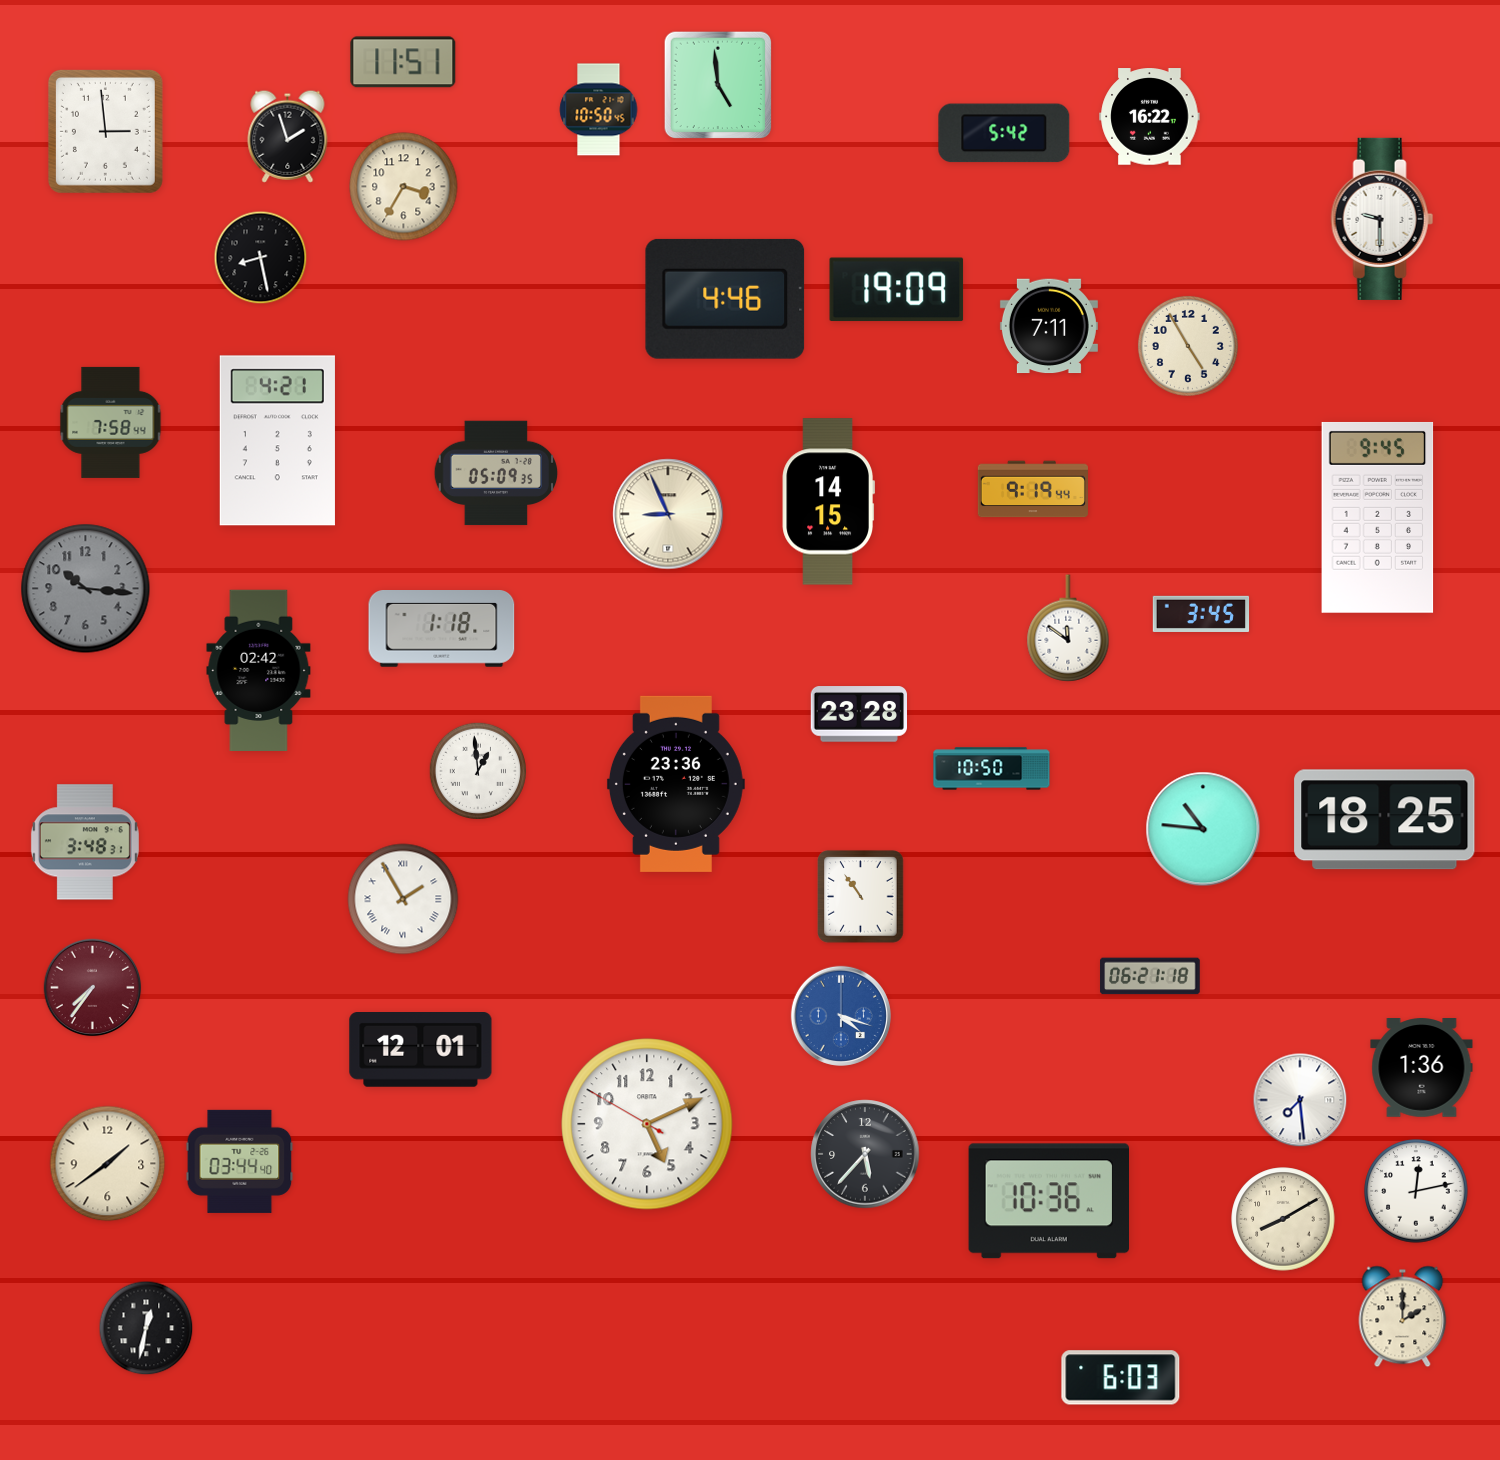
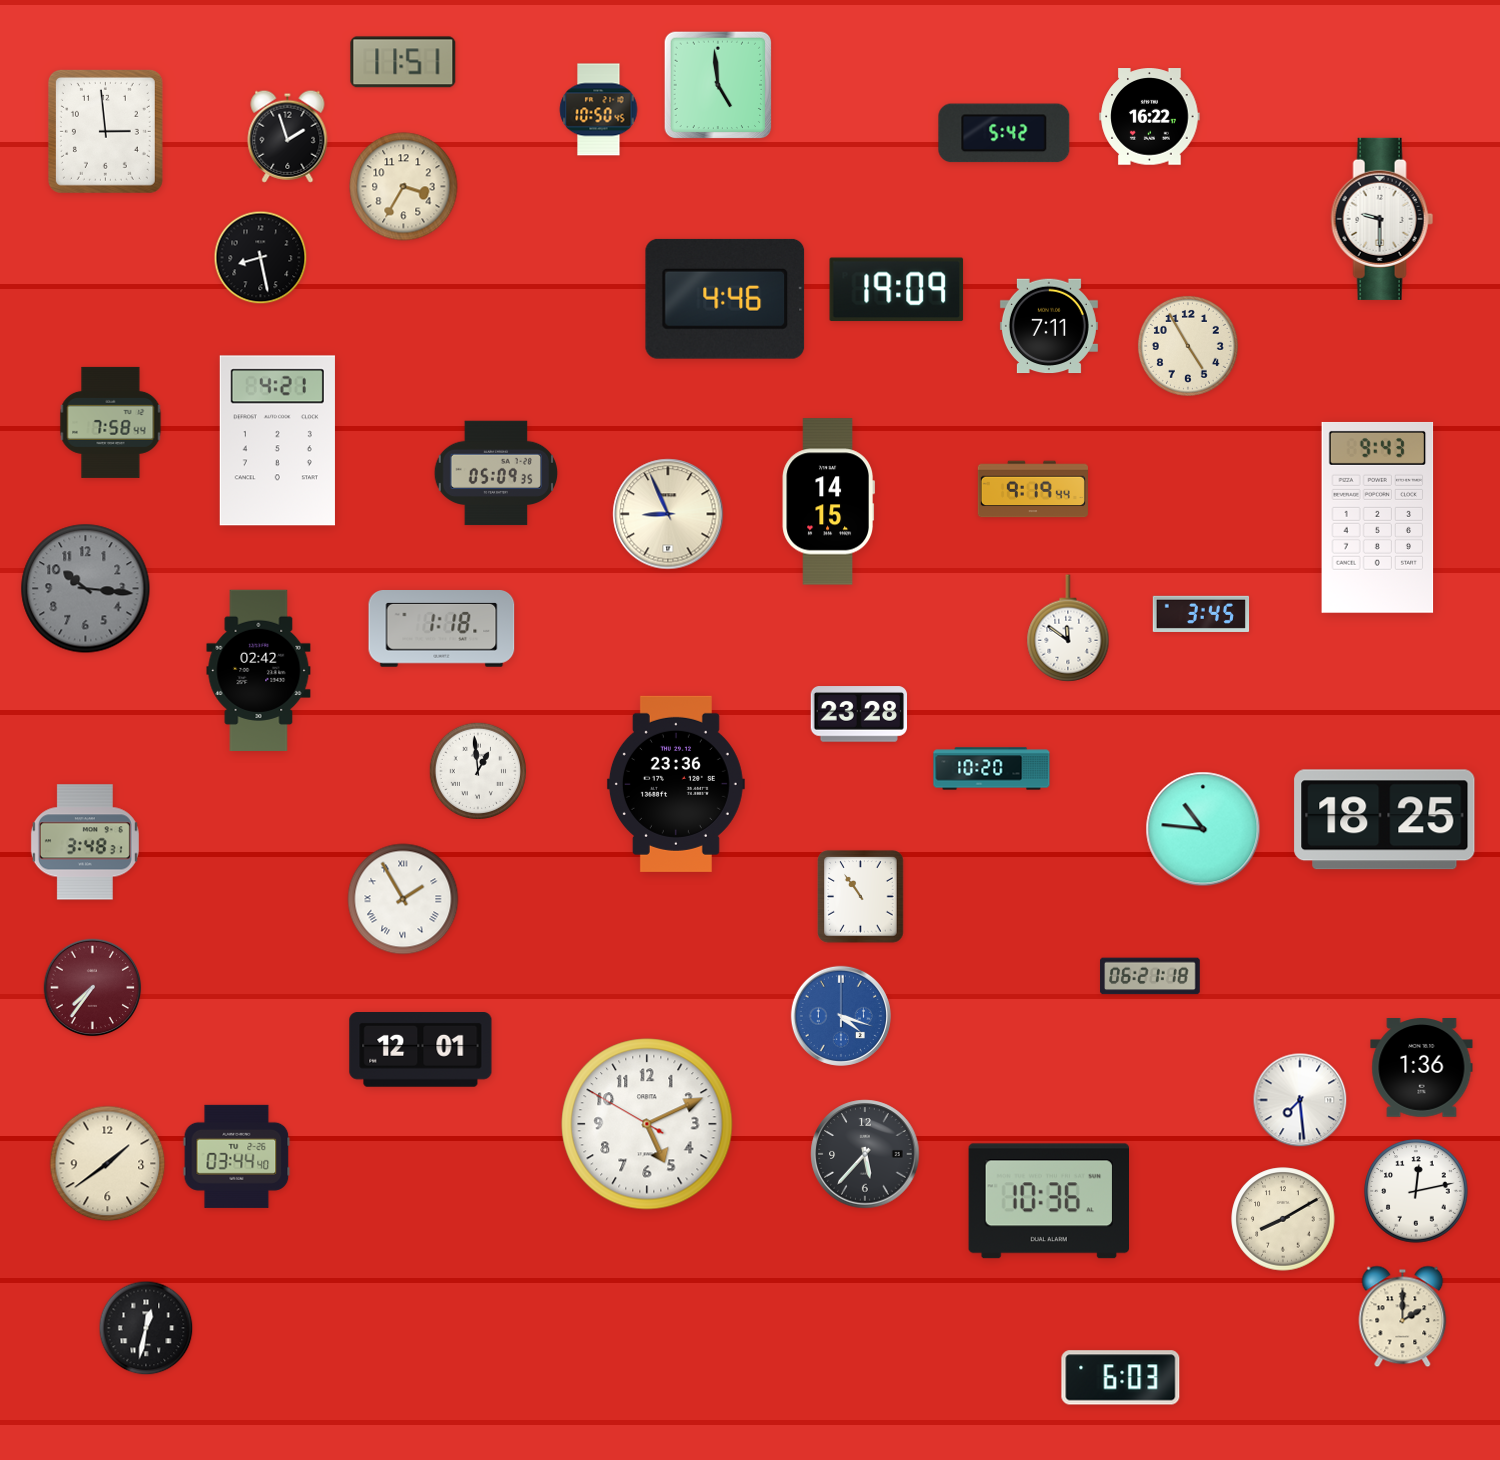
clock at (1378, 517): 9:45 -> 9:43
clock at (992, 769): 10:50 -> 10:20
clock at (240, 1161) position: (240, 1161) -> (237, 1156)
